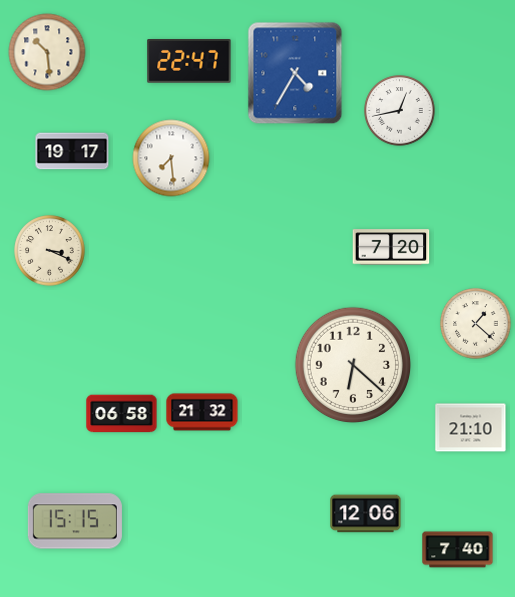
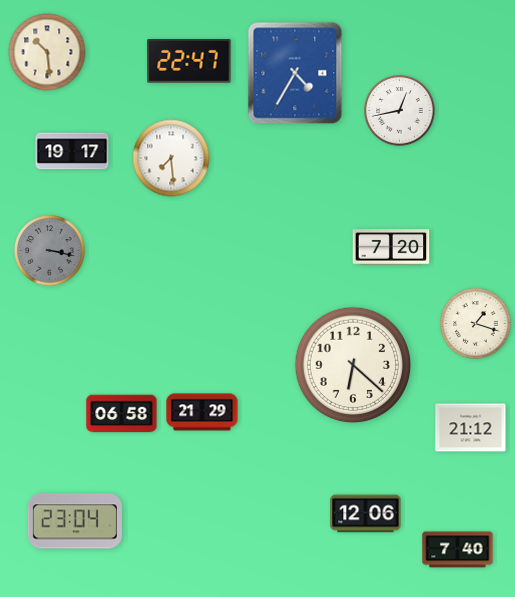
clock at (50, 251): 3:19 -> 3:17
clock at (50, 251) dial: cream -> grey
clock at (476, 324): 1:22 -> 1:18
clock at (202, 412): 21:32 -> 21:29
clock at (471, 428): 21:10 -> 21:12
clock at (75, 521): 15:15 -> 23:04
